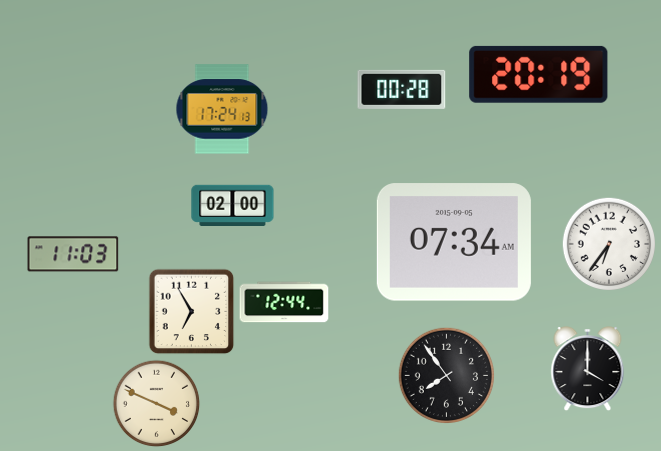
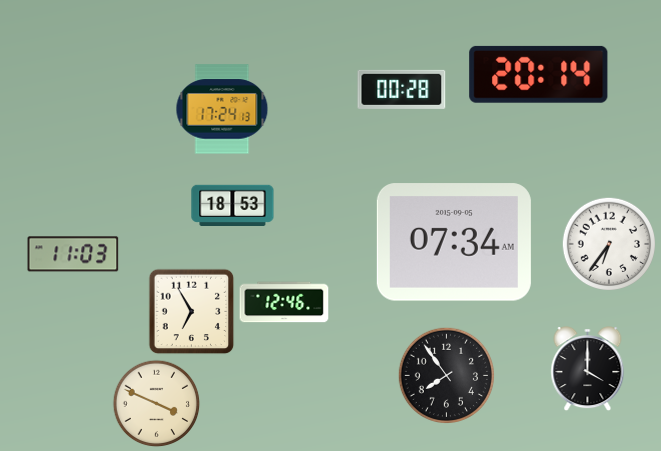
clock at (539, 74): 20:19 -> 20:14
clock at (233, 205): 02:00 -> 18:53
clock at (284, 302): 12:44 -> 12:46
